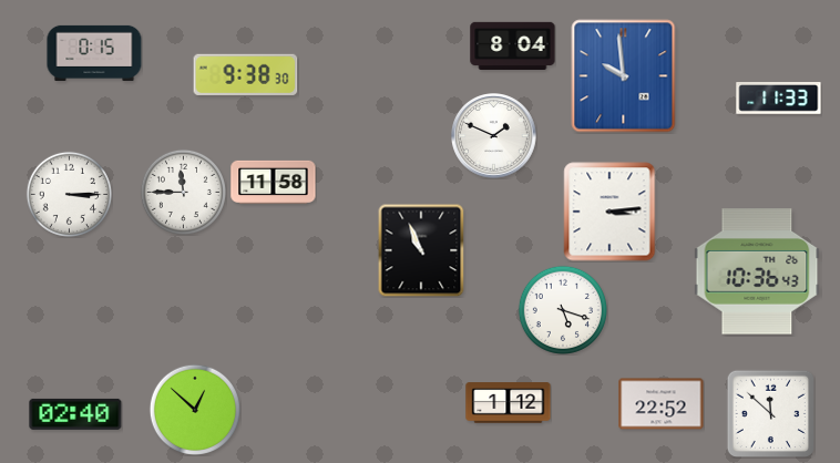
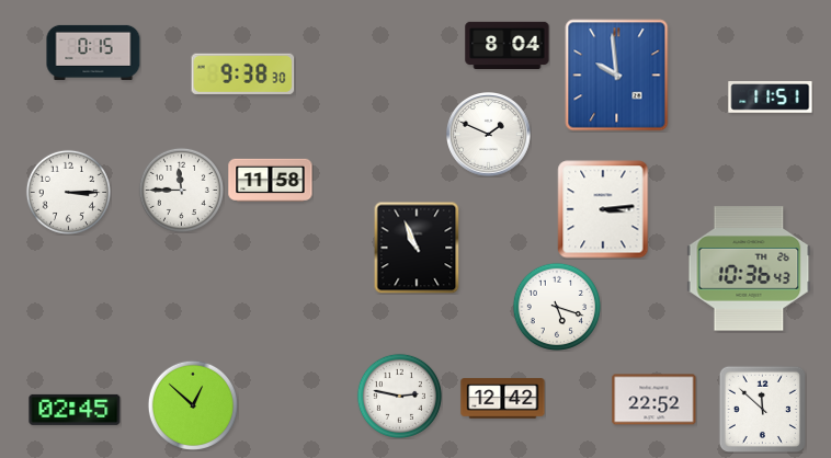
clock at (779, 99): 11:33 -> 11:51
clock at (399, 396): none -> 2:47
clock at (509, 403): 1:12 -> 12:42
clock at (75, 414): 02:40 -> 02:45
